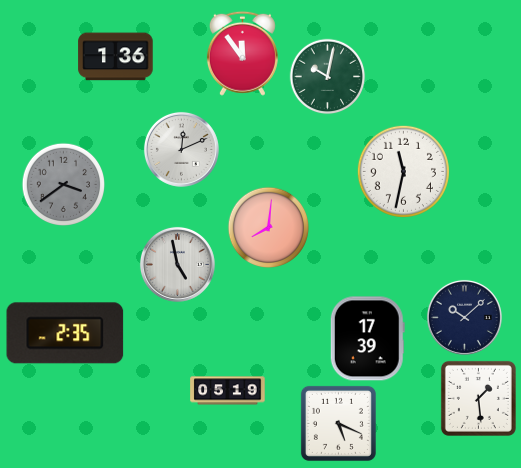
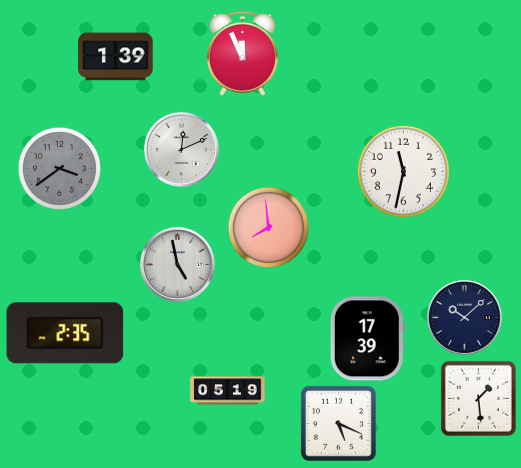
clock at (242, 53): 11:54 -> 11:56
clock at (116, 57): 1:36 -> 1:39
clock at (328, 77): 10:02 -> none
clock at (63, 184) position: (63, 184) -> (59, 168)
clock at (269, 228): 8:01 -> 7:59
